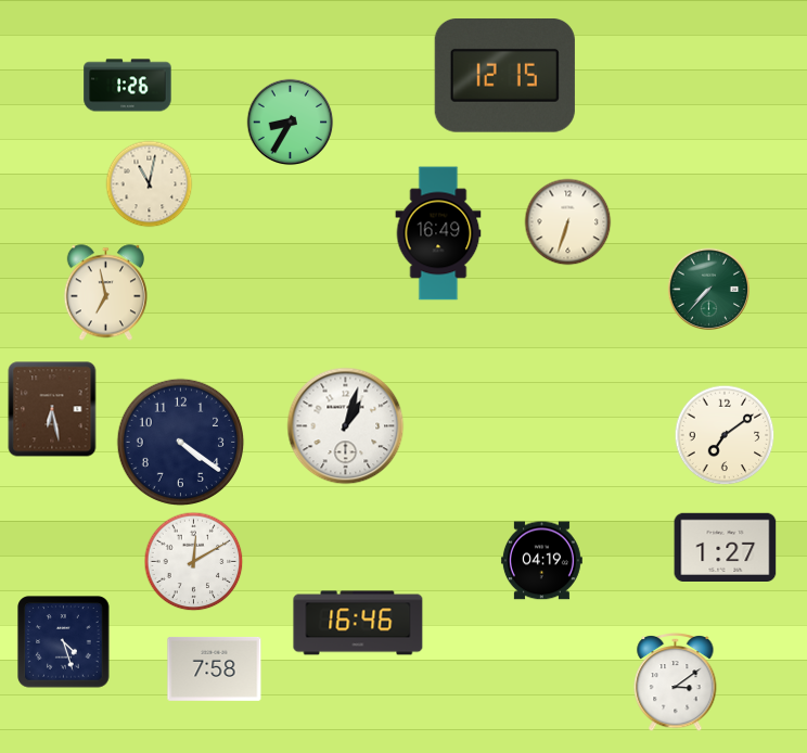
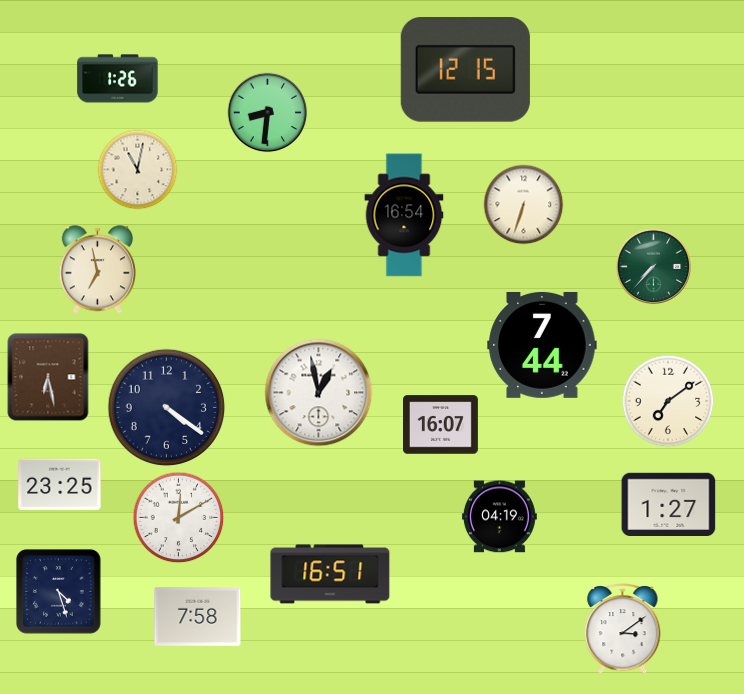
clock at (291, 123): 8:35 -> 8:31
clock at (438, 233): 16:49 -> 16:54
clock at (542, 345): none -> 7:44
clock at (346, 426): 1:03 -> 12:58
clock at (440, 425): none -> 16:07
clock at (60, 485): none -> 23:25
clock at (358, 623): 16:46 -> 16:51
